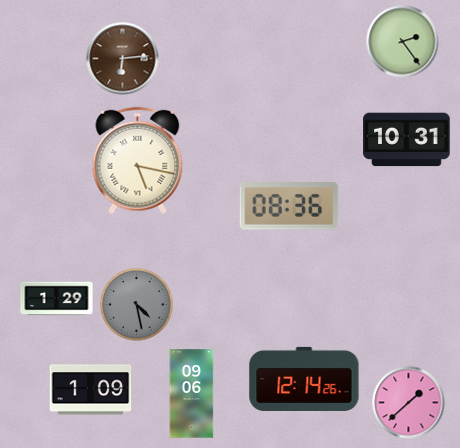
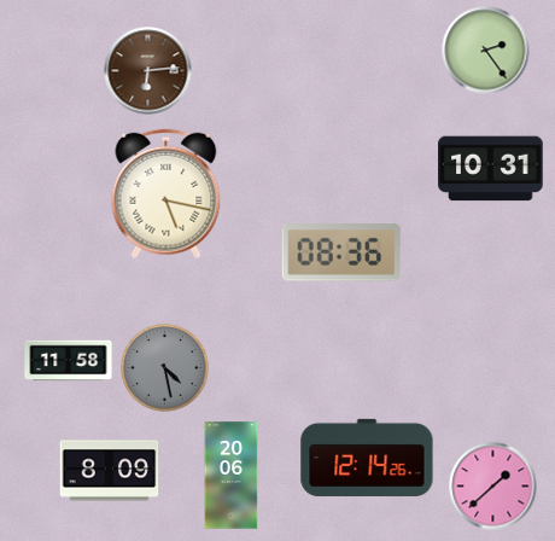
clock at (289, 206) position: (289, 206) -> (341, 252)
clock at (57, 299): 1:29 -> 11:58
clock at (91, 390): 1:09 -> 8:09
clock at (192, 394): 09:06 -> 20:06
